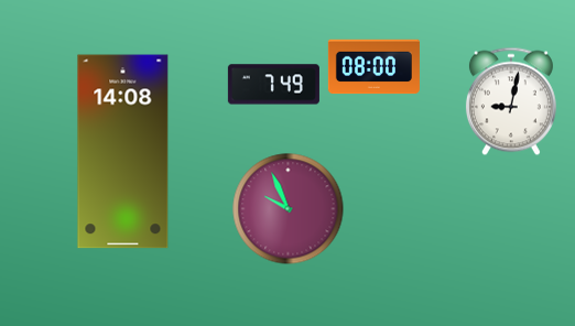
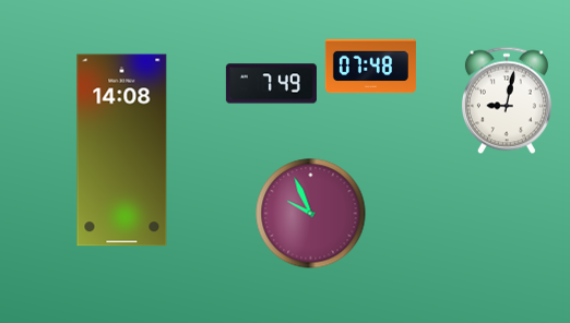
clock at (373, 67): 08:00 -> 07:48
clock at (289, 209) position: (289, 209) -> (311, 214)
